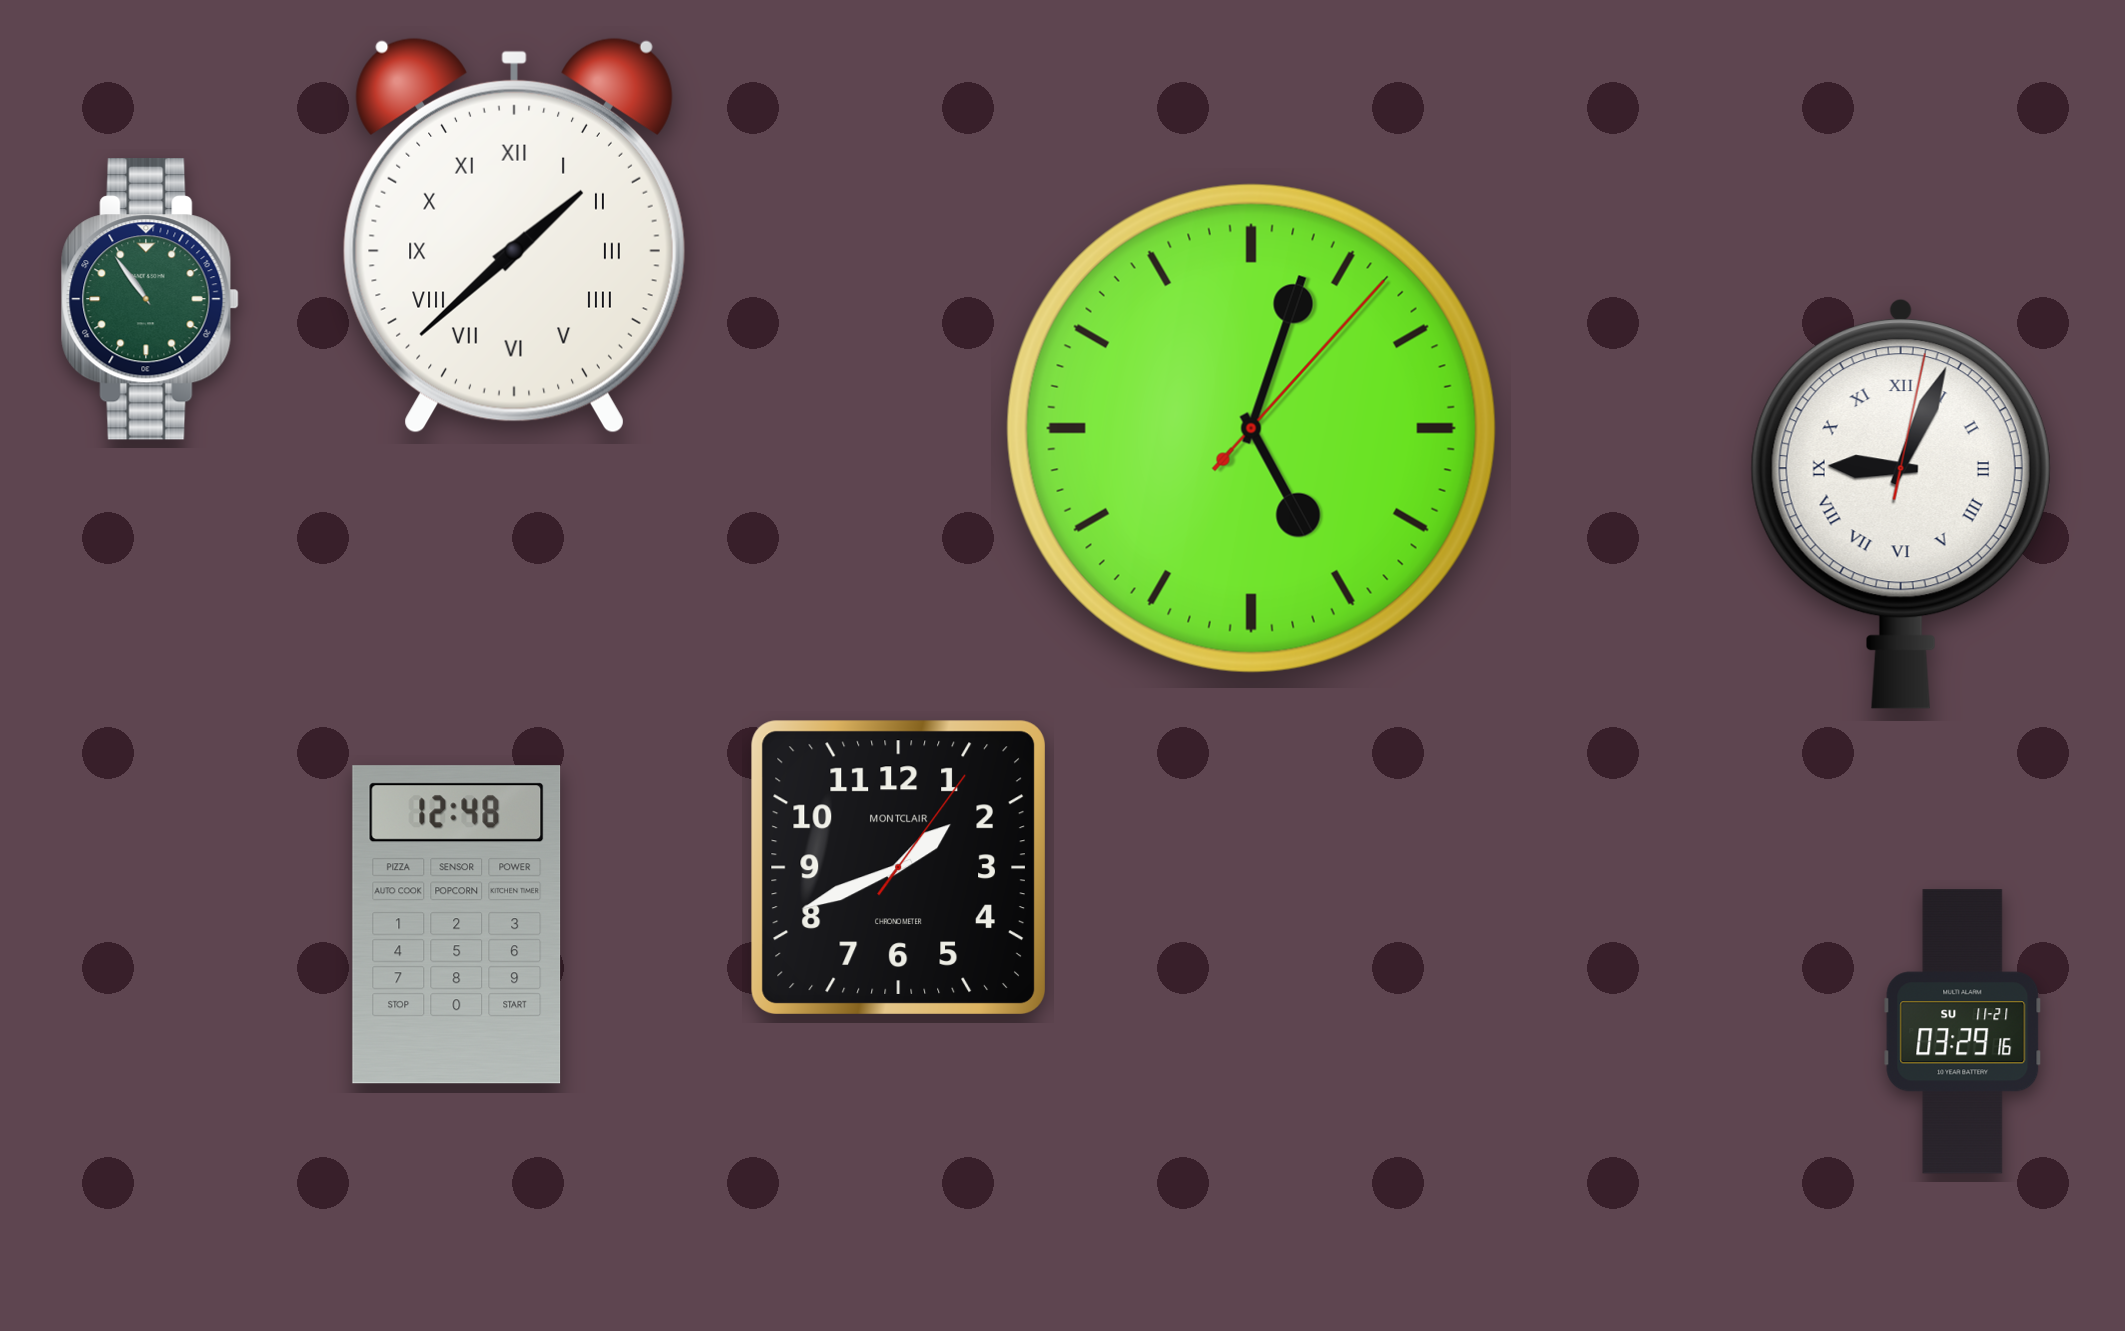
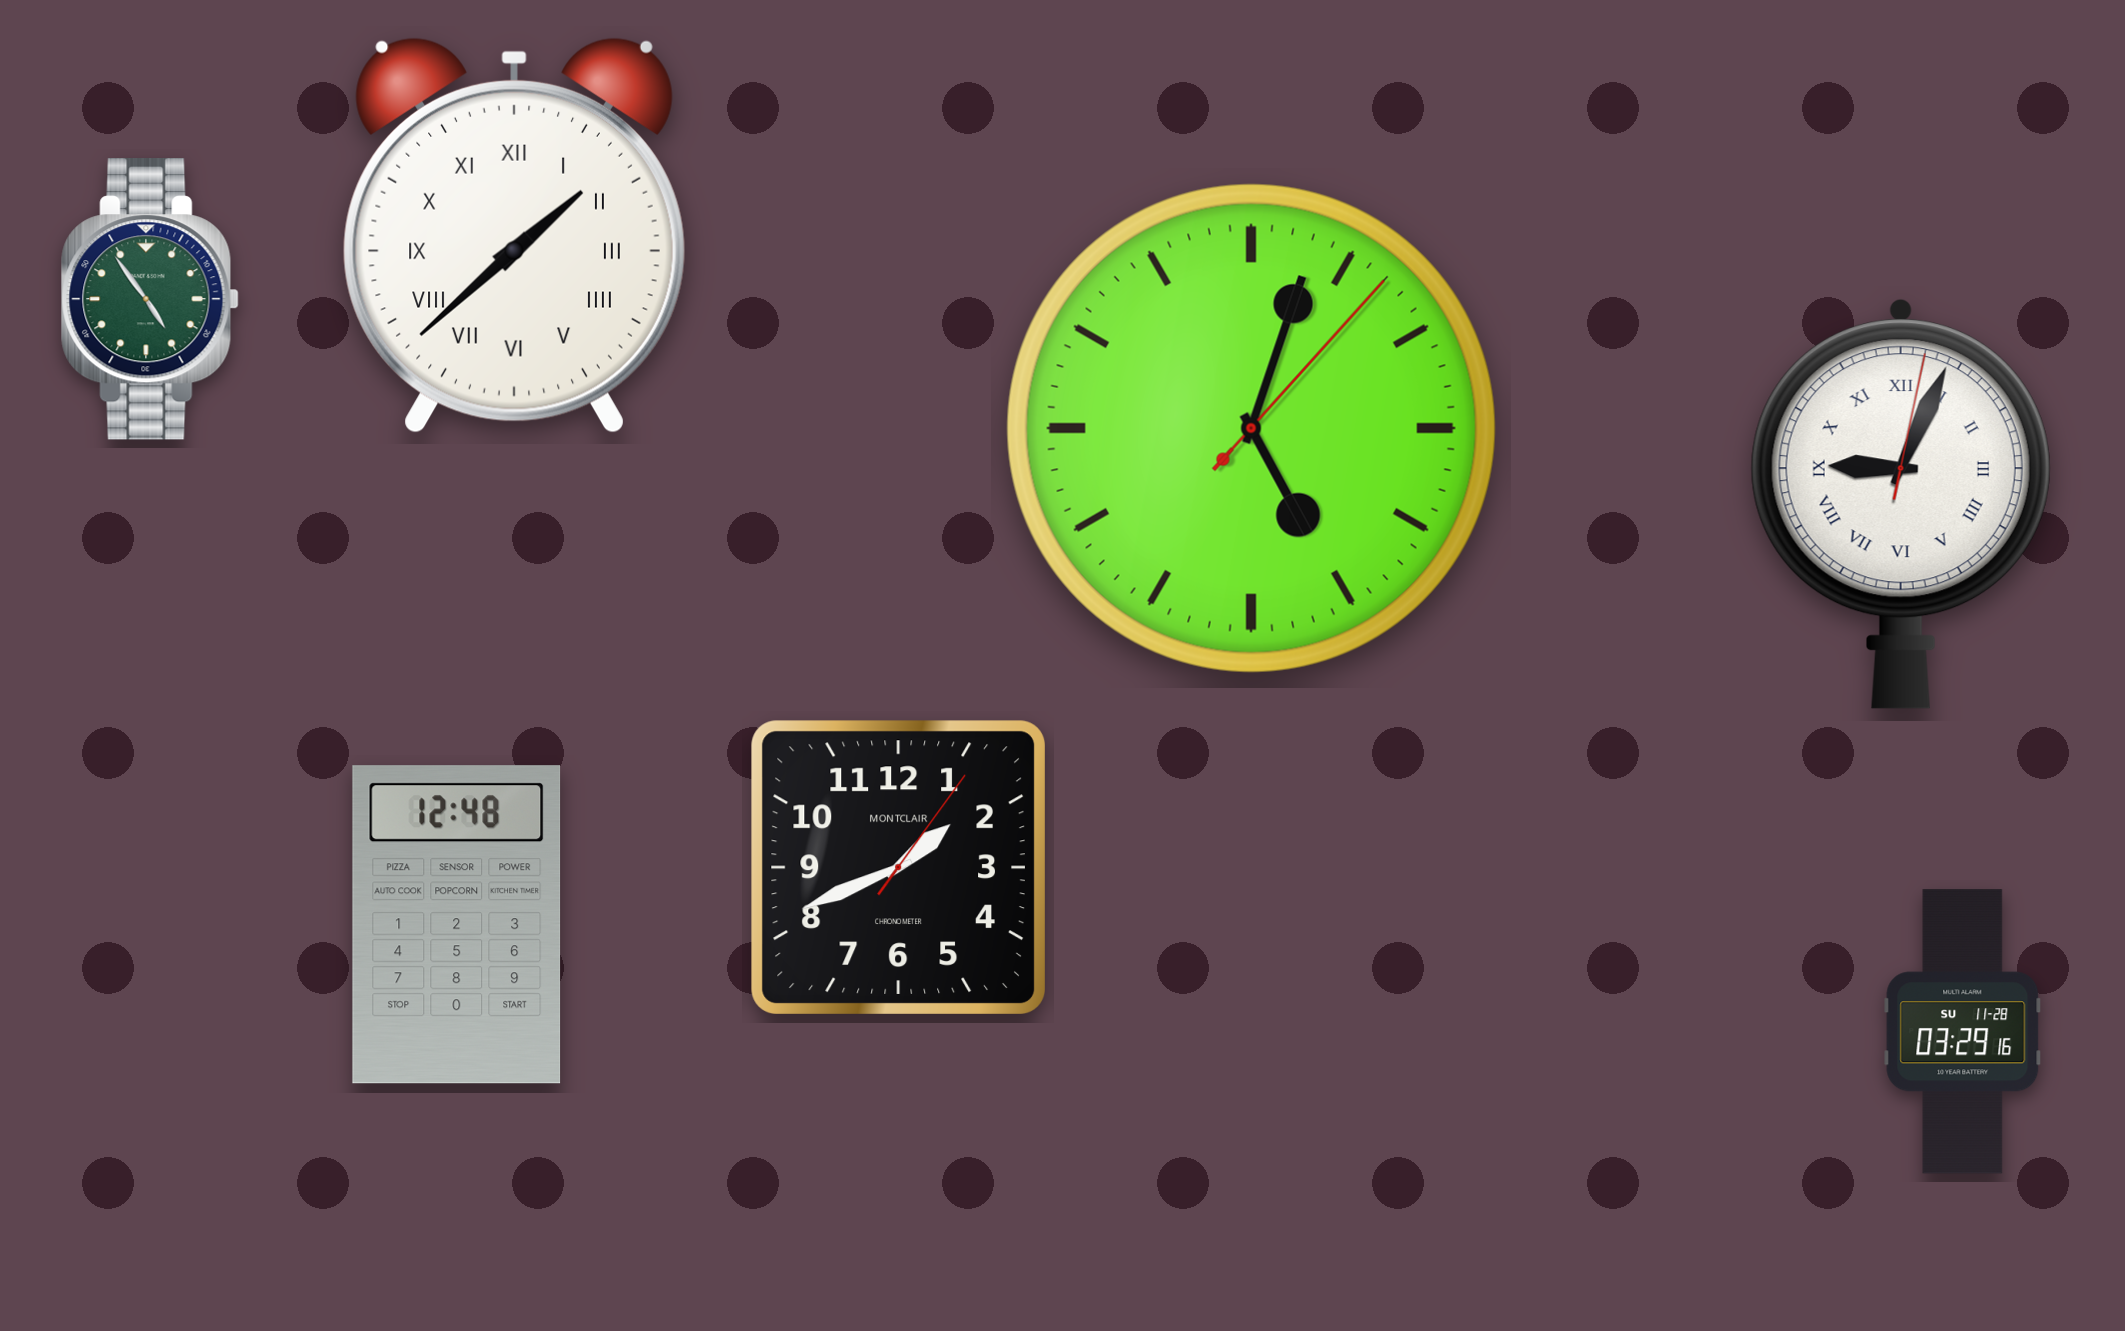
clock at (150, 299): 10:54 -> 4:54
clock at (1963, 1032) date: SU 11-21 -> SU 11-28
